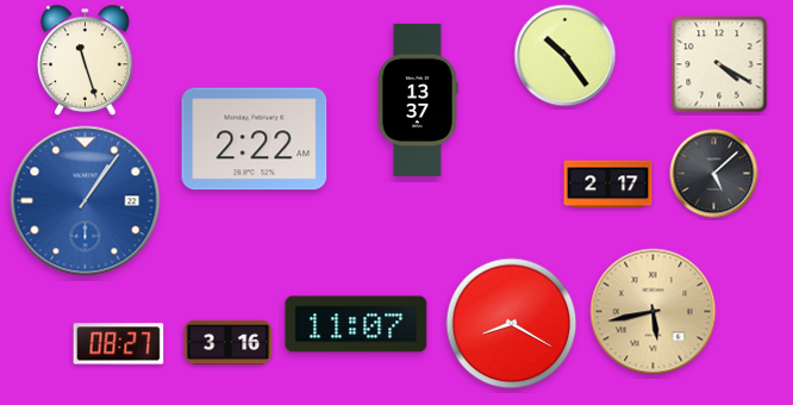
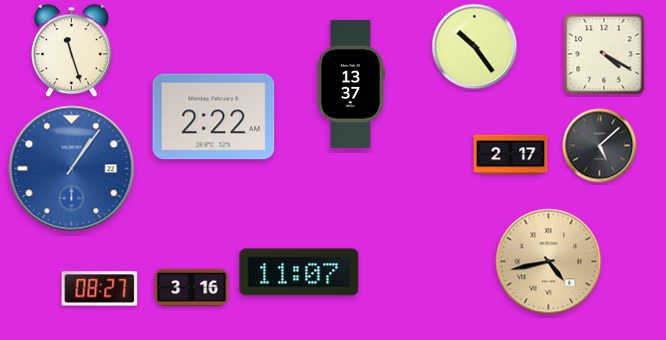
clock at (654, 312): 5:43 -> 4:43
clock at (512, 324): 8:20 -> none
